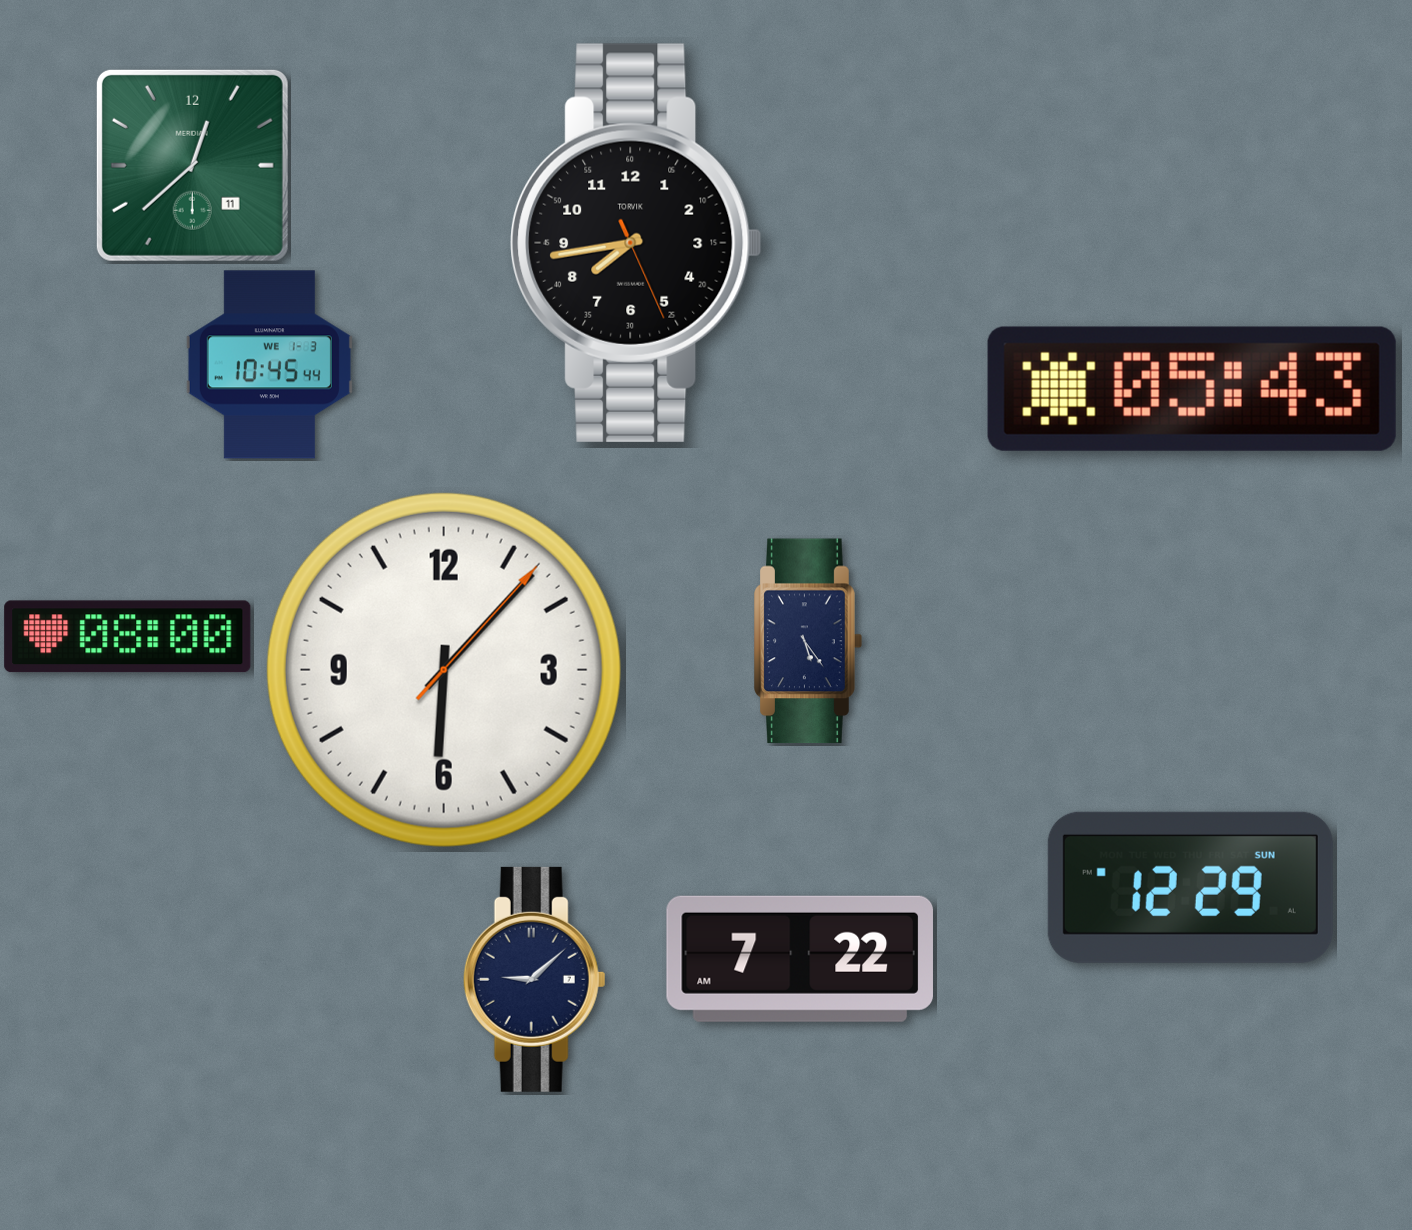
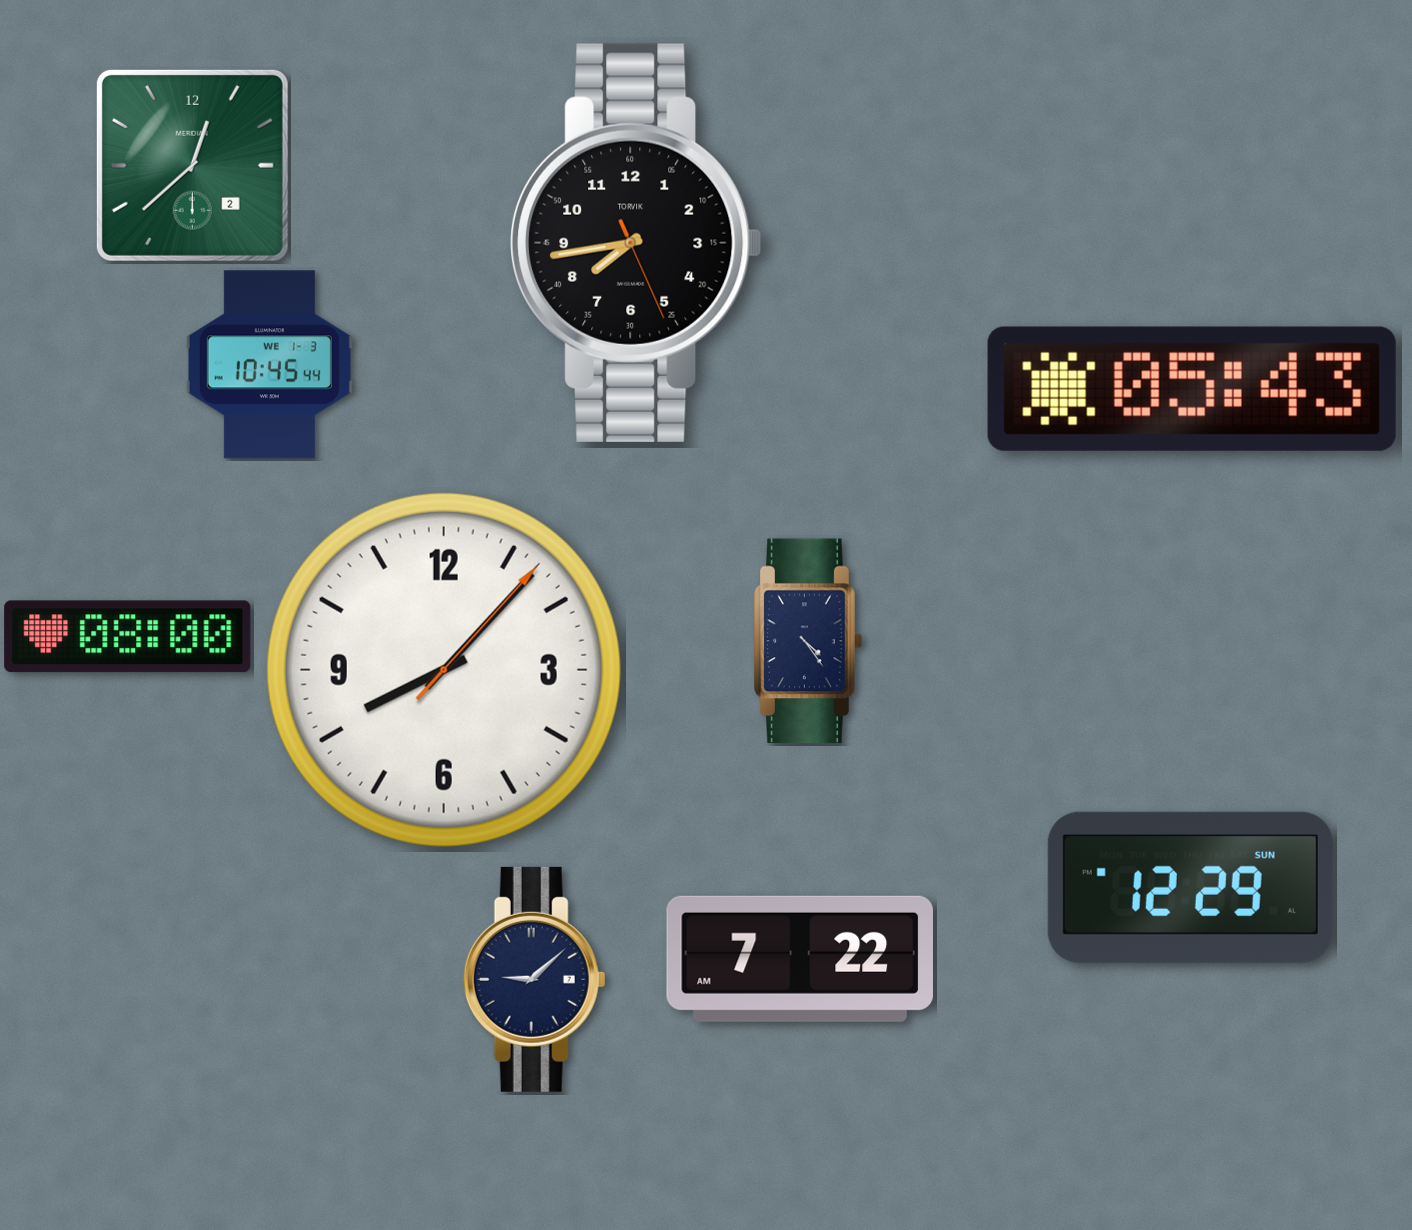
clock at (192, 165) date: 11 -> 2
clock at (808, 641): 5:24 -> 4:24
clock at (444, 670): 6:07 -> 8:07
